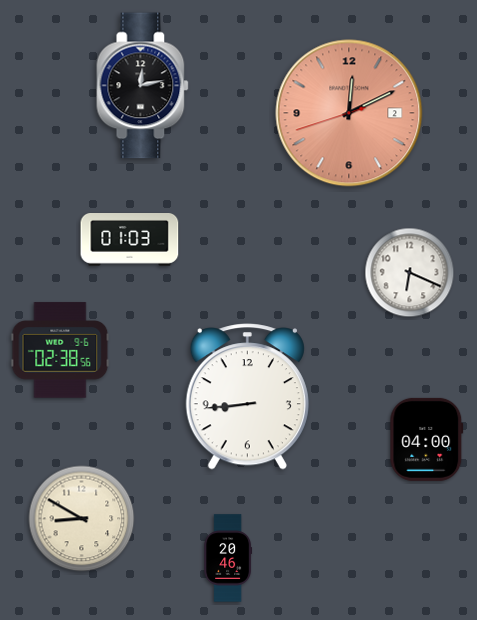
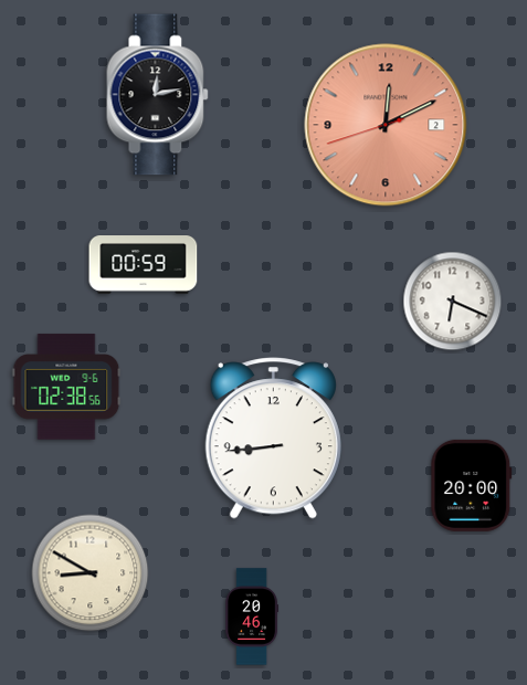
clock at (130, 240): 01:03 -> 00:59
clock at (427, 439): 04:00 -> 20:00
